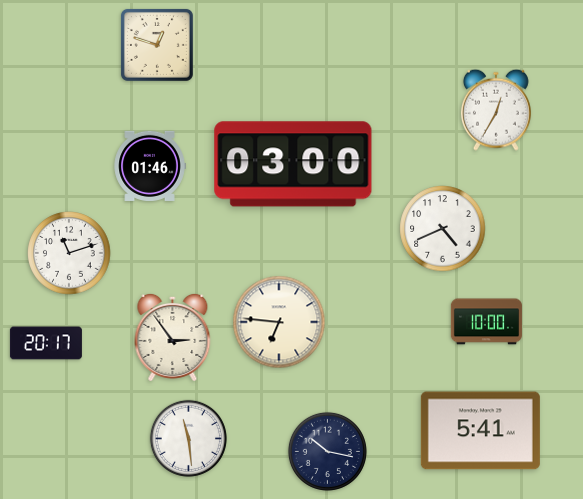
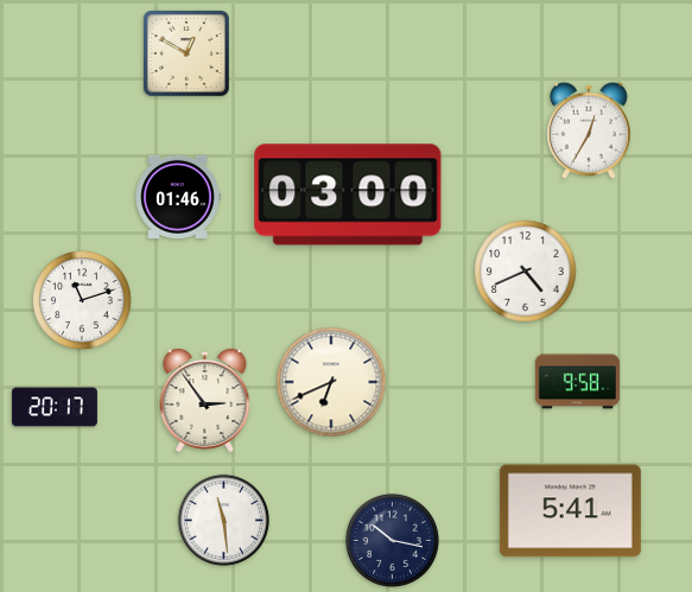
clock at (157, 45): 12:48 -> 12:50
clock at (279, 322): 6:46 -> 6:41
clock at (486, 322): 10:00 -> 9:58
clock at (327, 451) position: (327, 451) -> (392, 540)
